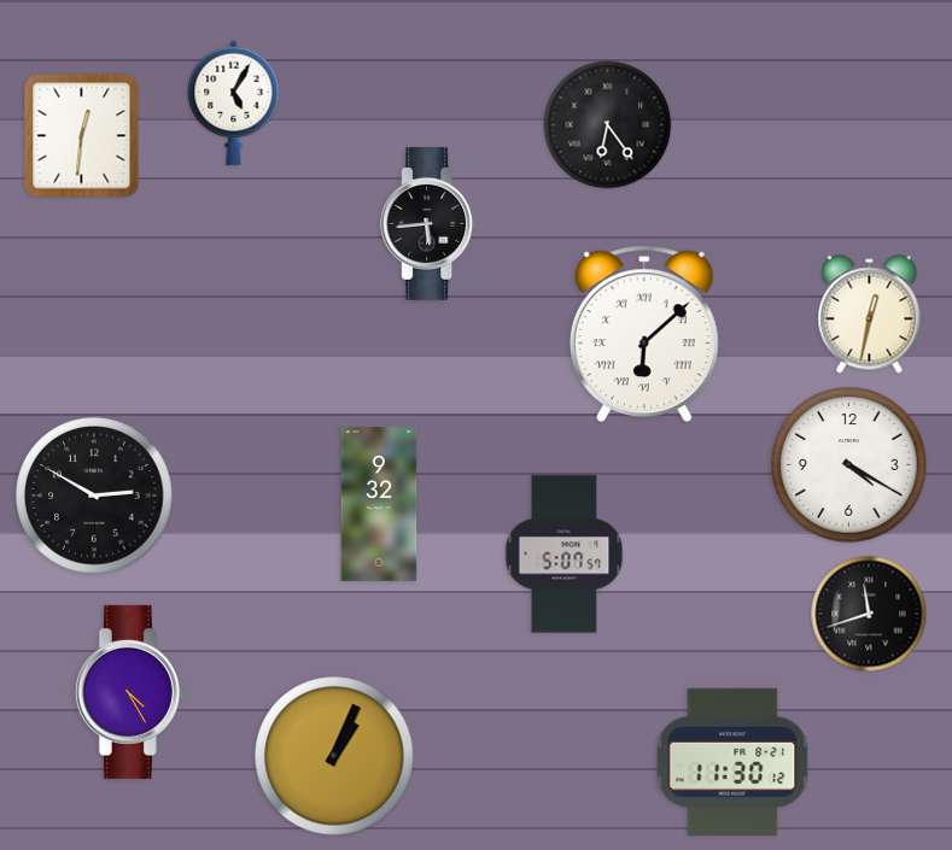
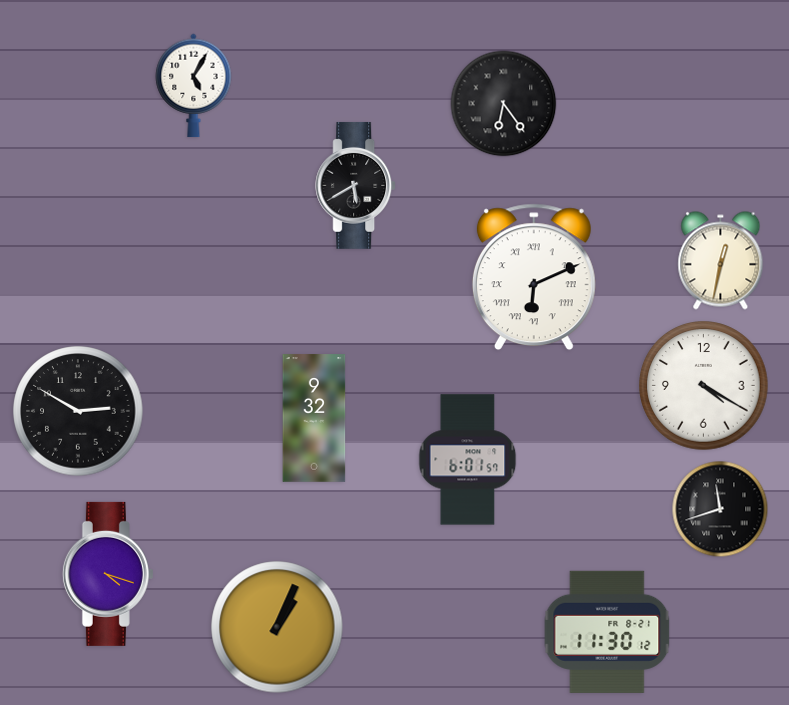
clock at (82, 136): 12:31 -> none
clock at (430, 223): 5:44 -> 5:40
clock at (644, 334): 6:08 -> 6:11
clock at (565, 555): 5:07 -> 6:01
clock at (130, 692): 4:25 -> 4:18
